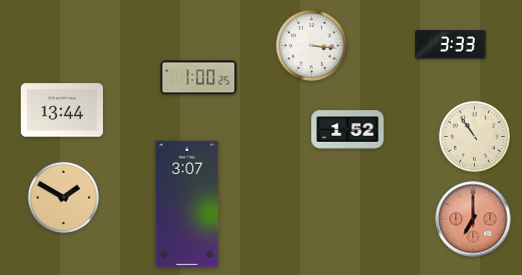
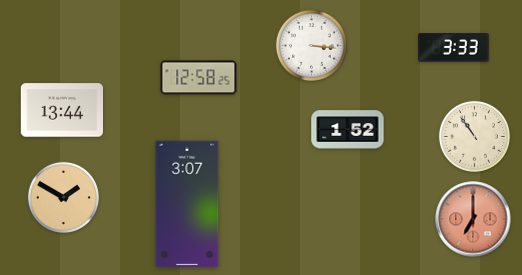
clock at (451, 45) position: (451, 45) -> (454, 48)
clock at (199, 78): 1:00 -> 12:58
